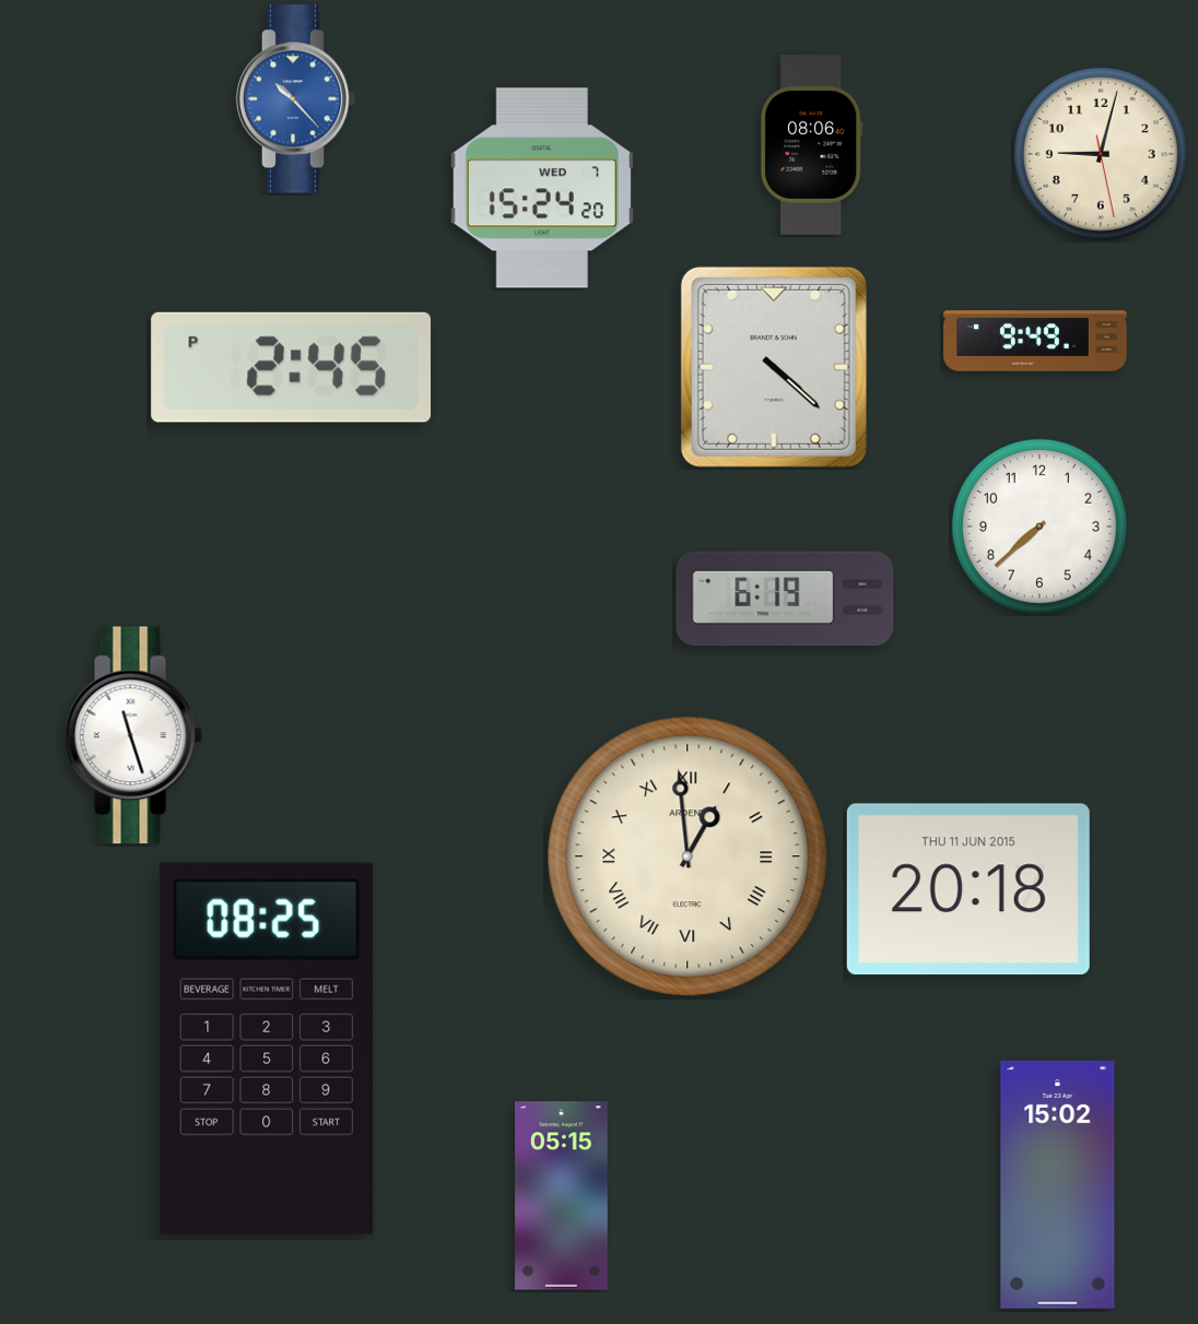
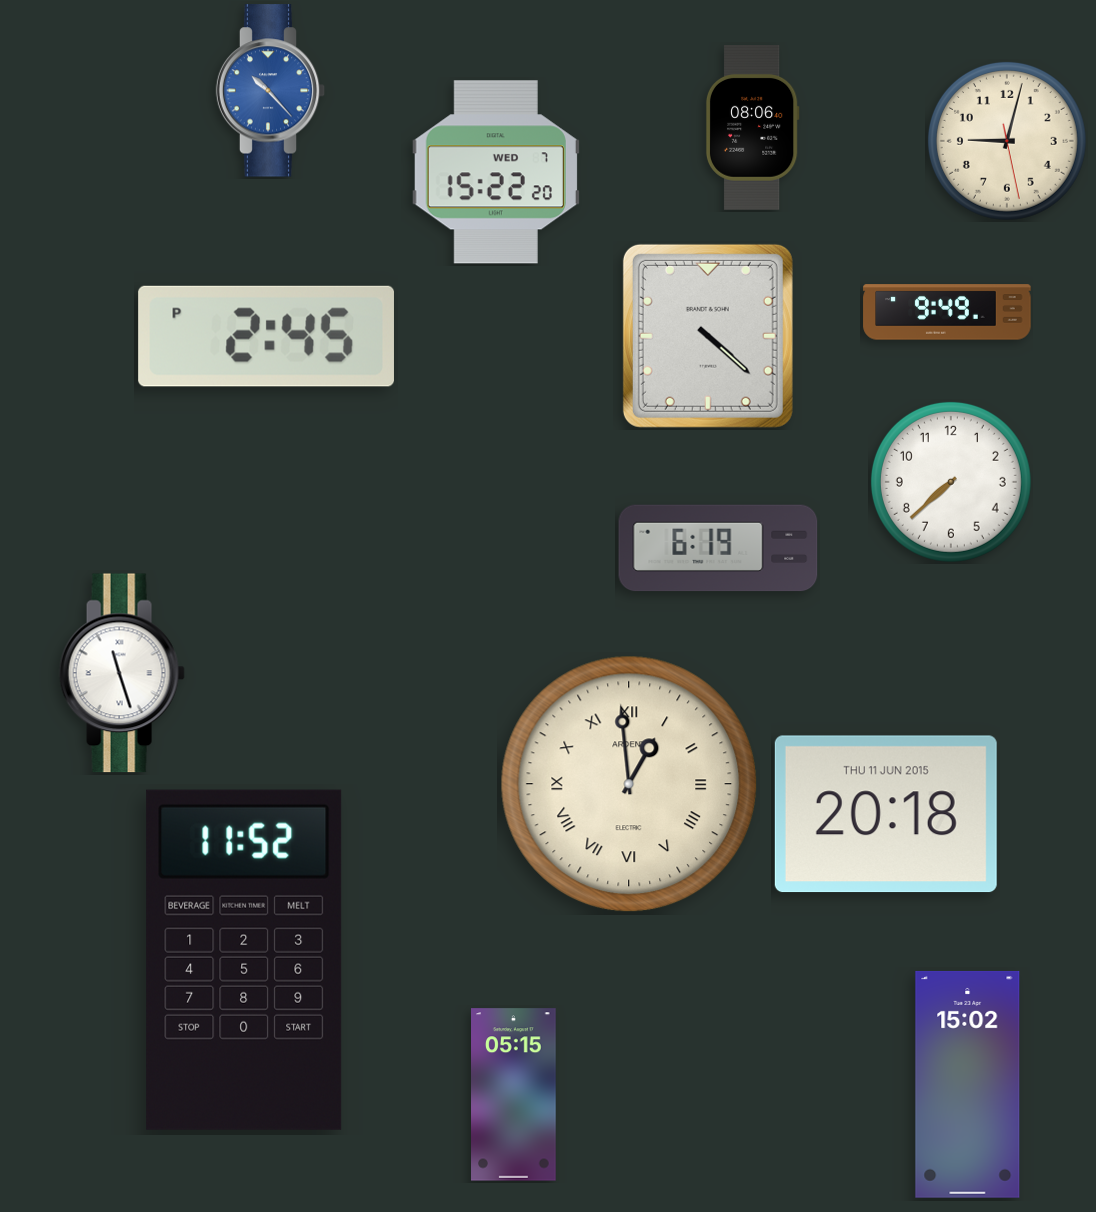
clock at (811, 145) position: (811, 145) -> (752, 128)
clock at (542, 188): 15:24 -> 15:22
clock at (267, 1049): 08:25 -> 11:52
